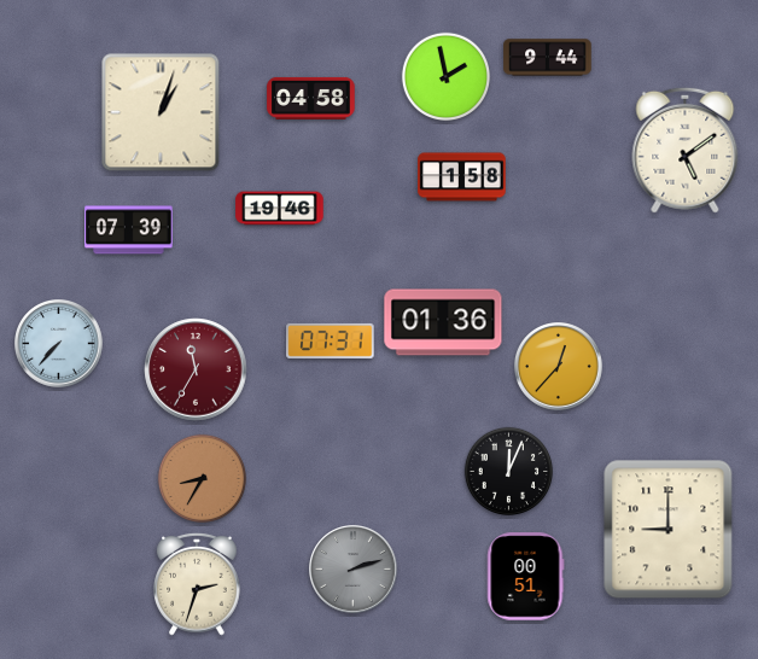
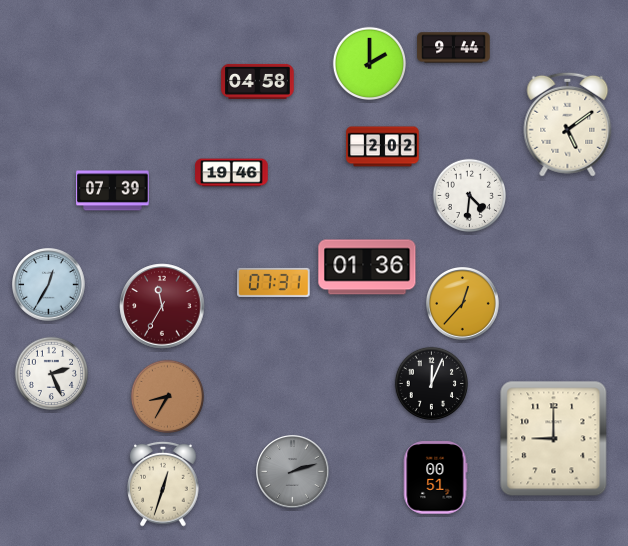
clock at (445, 76): 1:58 -> 2:00
clock at (161, 112): 1:03 -> none
clock at (462, 177): 1:58 -> 2:02
clock at (129, 231) position: (129, 231) -> (113, 191)
clock at (469, 195): none -> 4:31
clock at (59, 344): 7:37 -> 12:35
clock at (51, 373): none -> 2:26
clock at (508, 471) position: (508, 471) -> (431, 383)
clock at (197, 584): 2:33 -> 12:33
